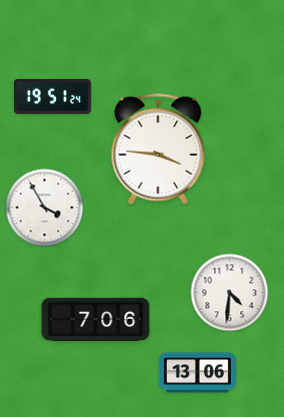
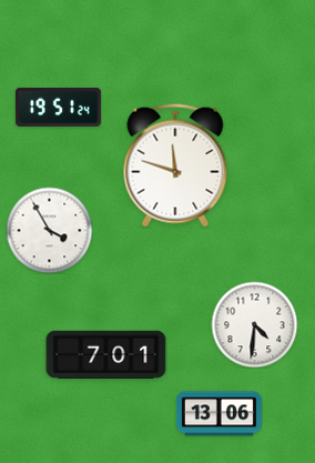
clock at (158, 149): 3:46 -> 11:48
clock at (96, 319): 7:06 -> 7:01
